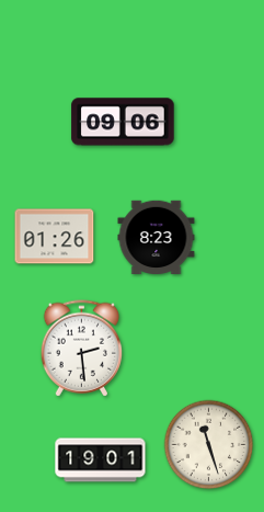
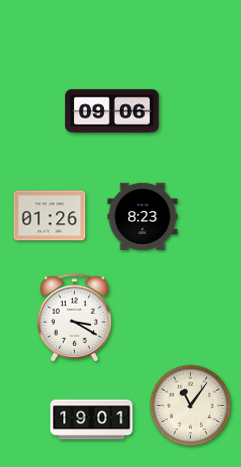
clock at (82, 349): 2:29 -> 3:20
clock at (209, 445): 11:27 -> 11:06
